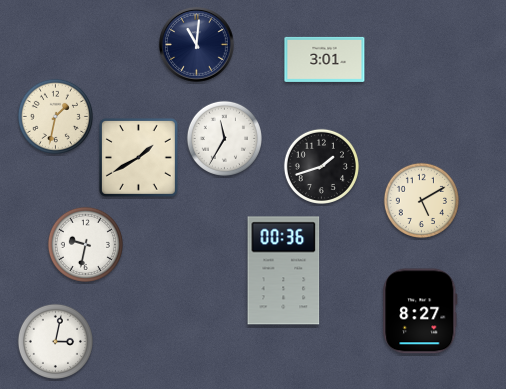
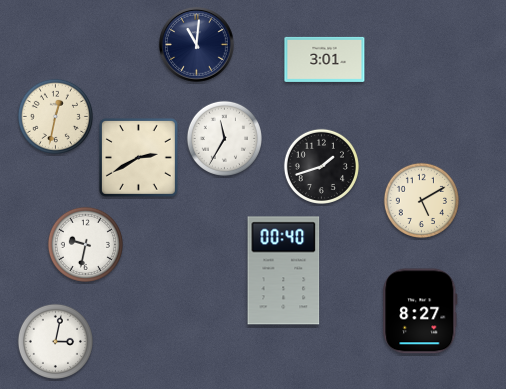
clock at (55, 116): 1:32 -> 12:32
clock at (138, 157): 1:40 -> 2:40
clock at (284, 271): 00:36 -> 00:40
